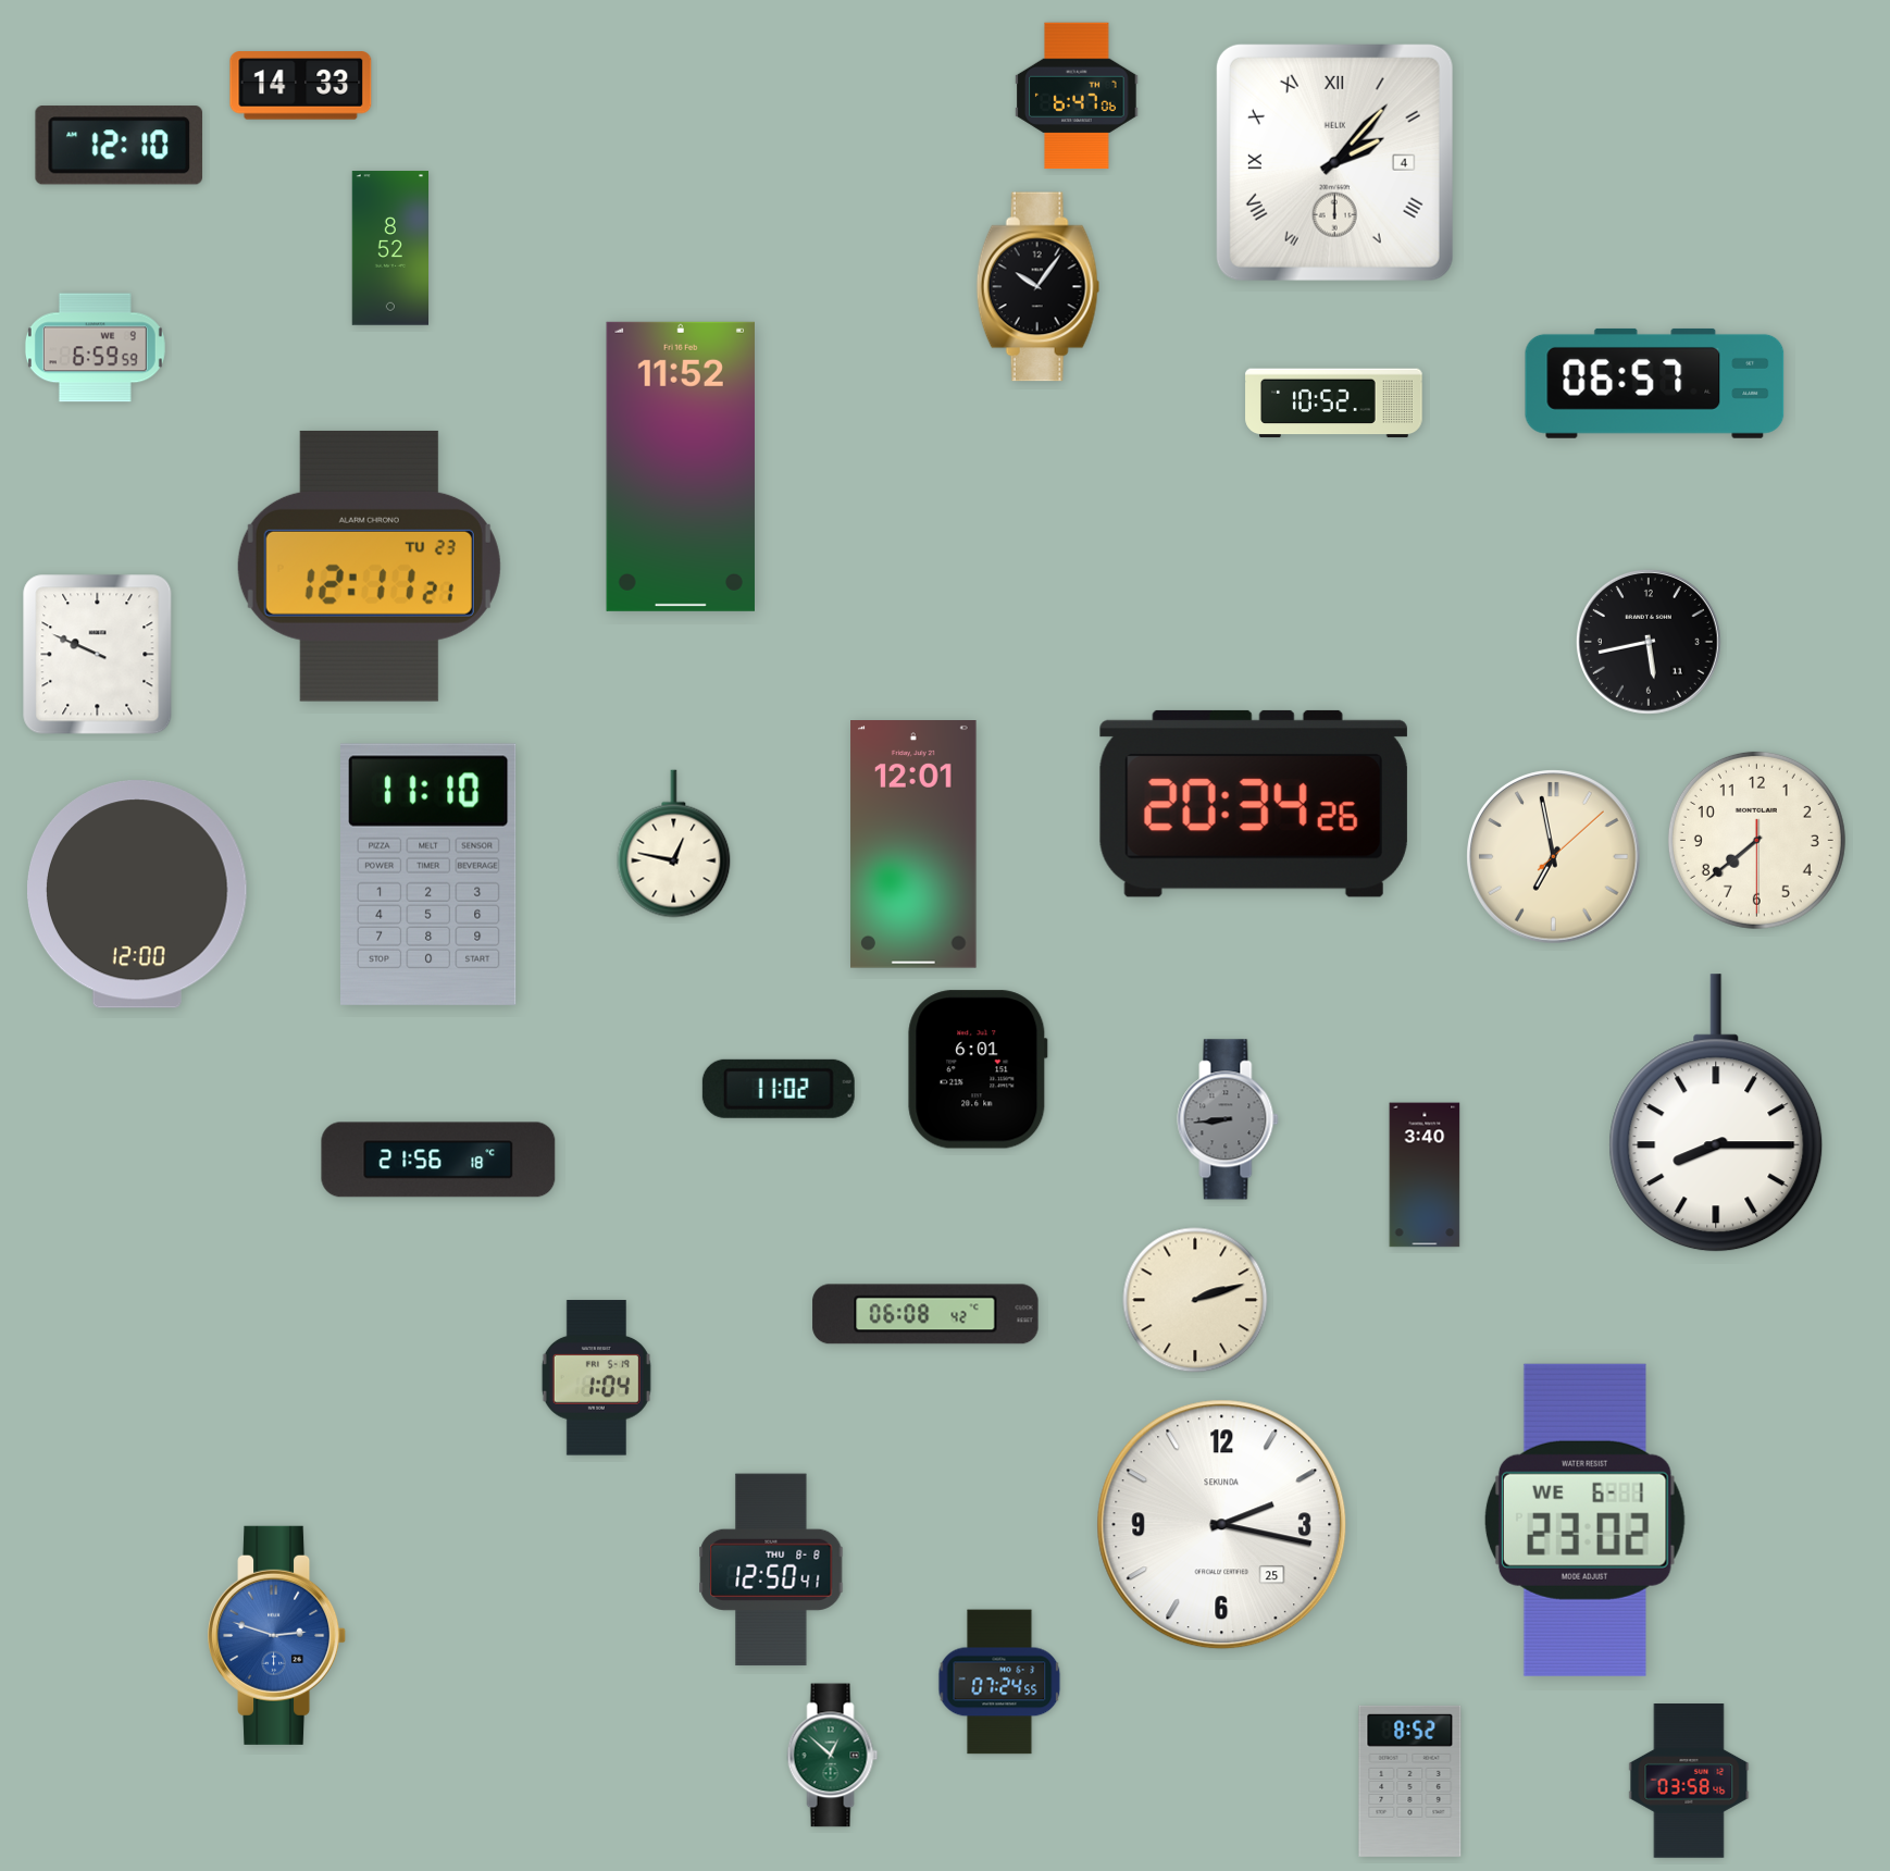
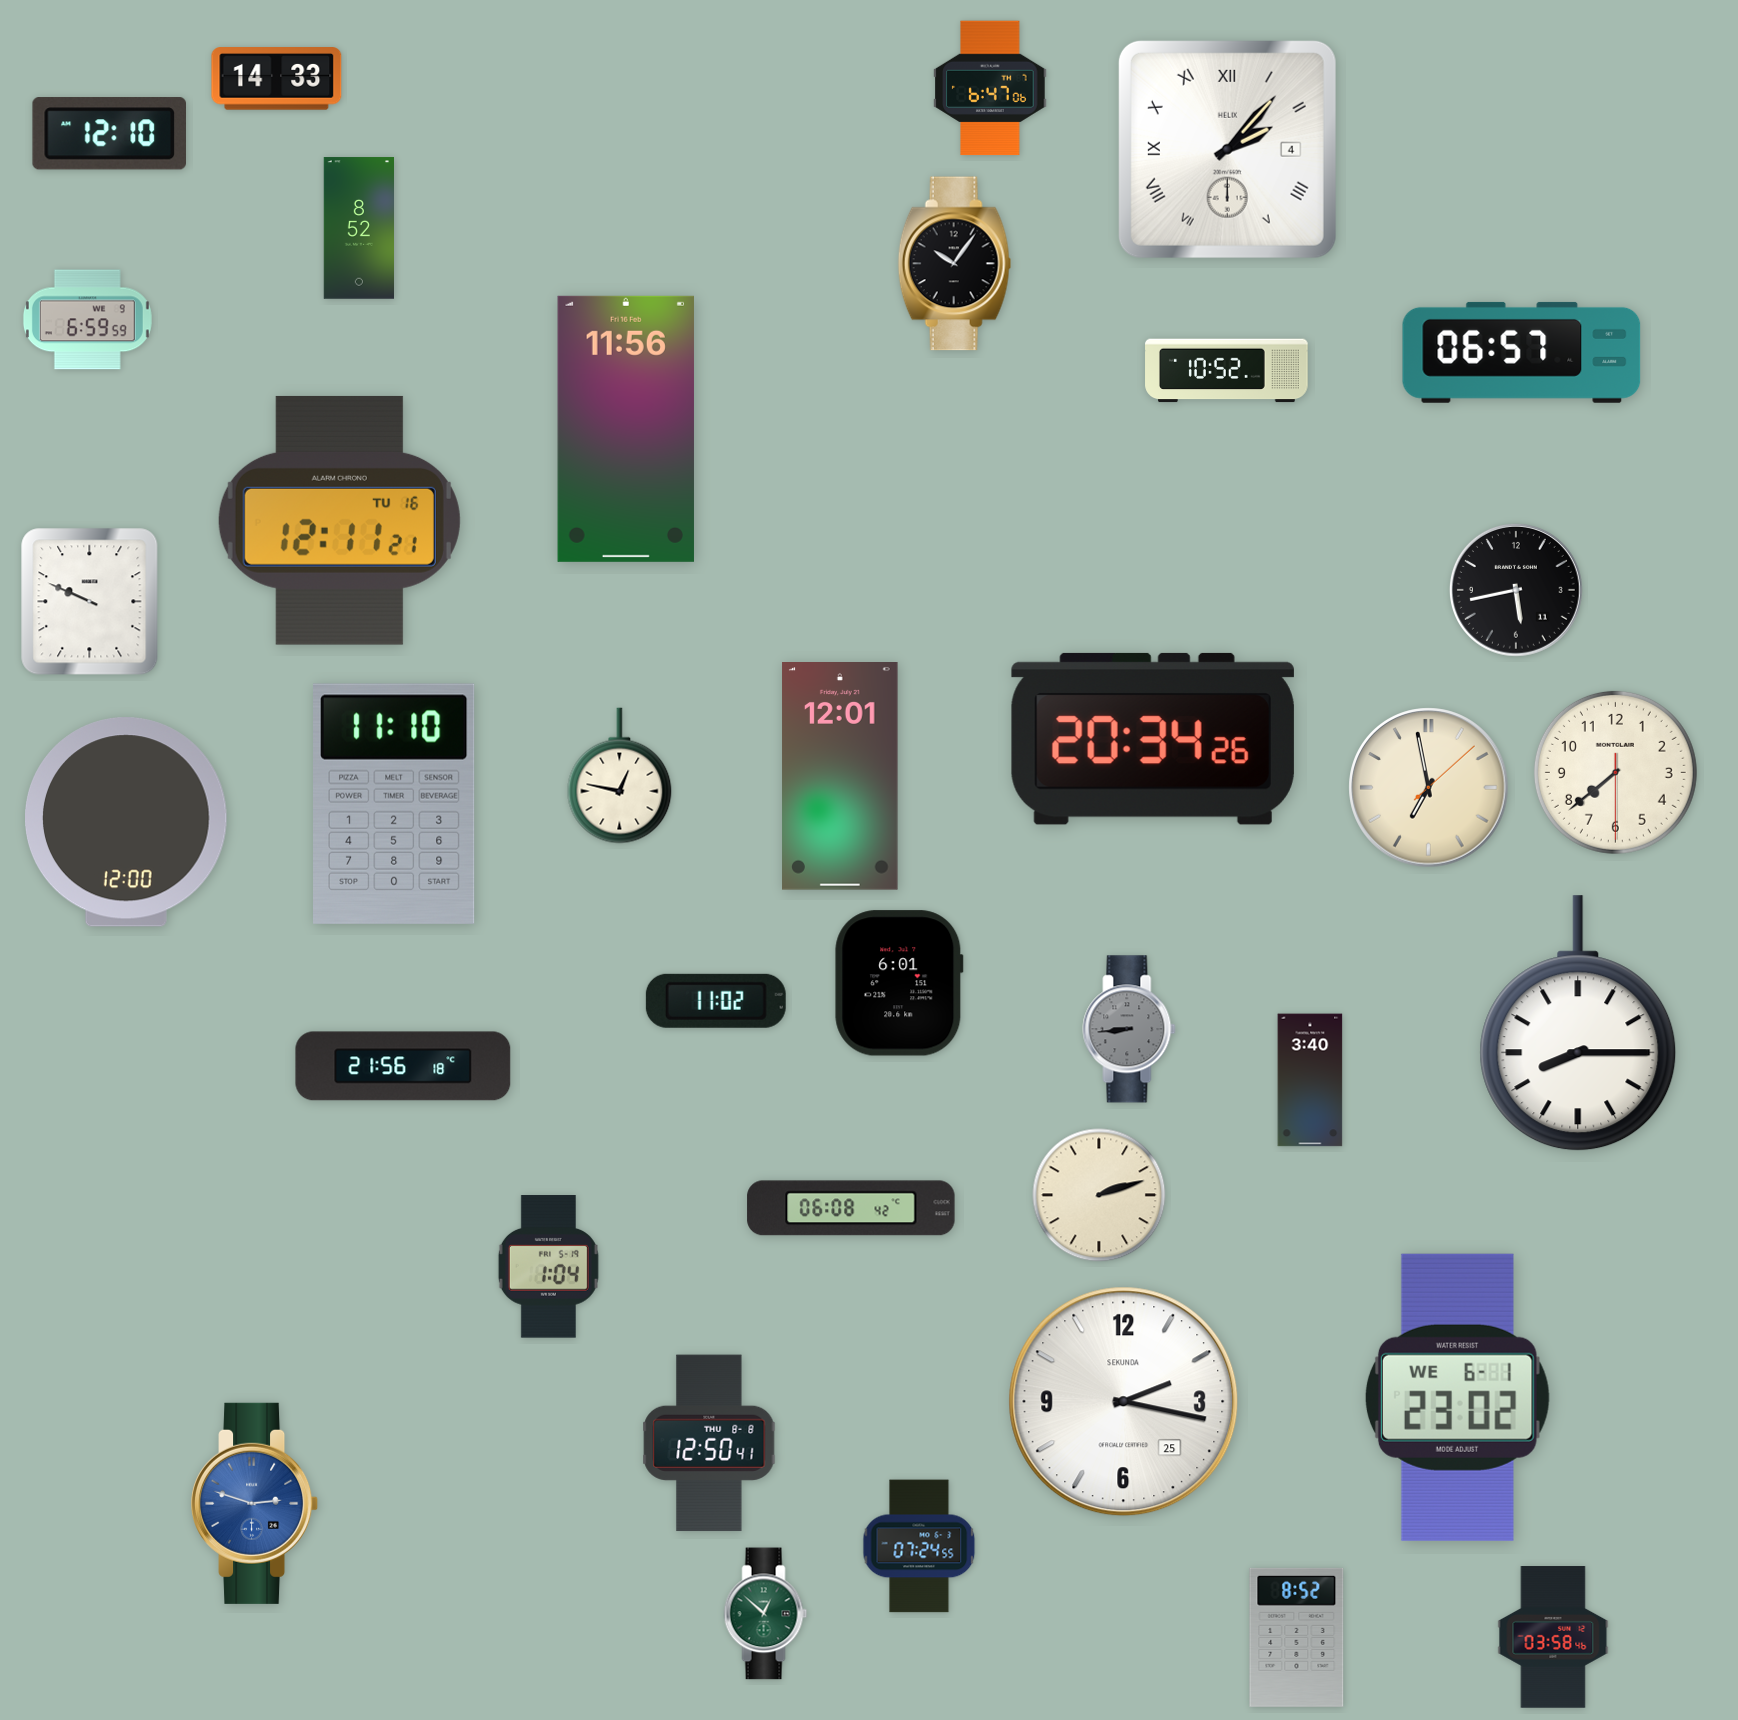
clock at (681, 467): 11:52 -> 11:56
clock at (369, 566) date: TU 23 -> TU 16
